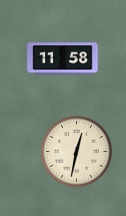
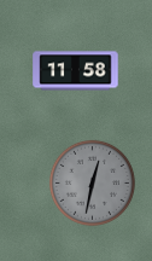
clock at (76, 151) dial: cream -> grey
